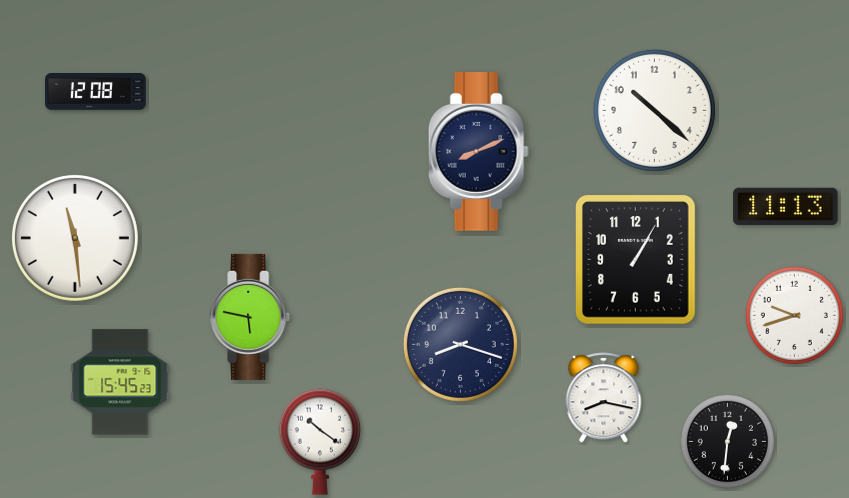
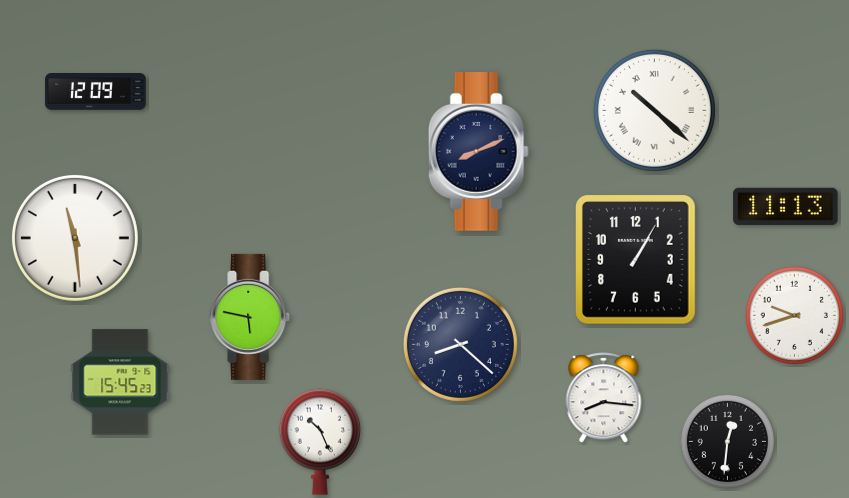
clock at (96, 92): 12:08 -> 12:09
clock at (654, 110) numerals: Arabic -> Roman
clock at (460, 344): 8:18 -> 8:22
clock at (604, 398): 8:17 -> 8:16
clock at (320, 442): 10:21 -> 10:26
